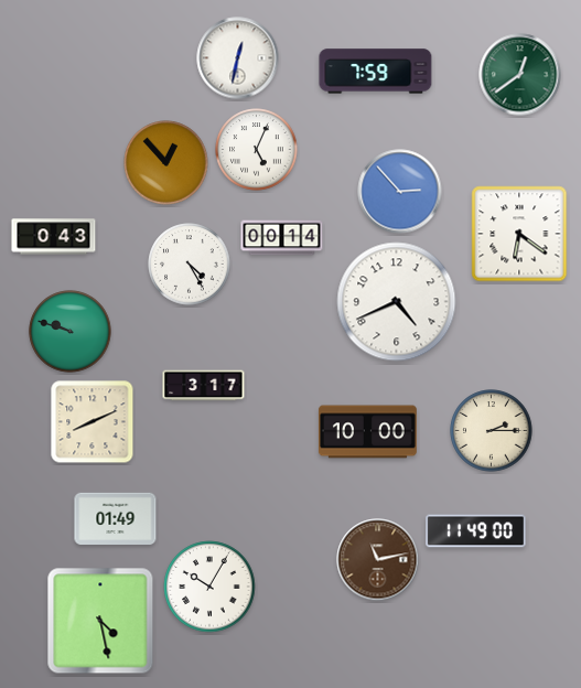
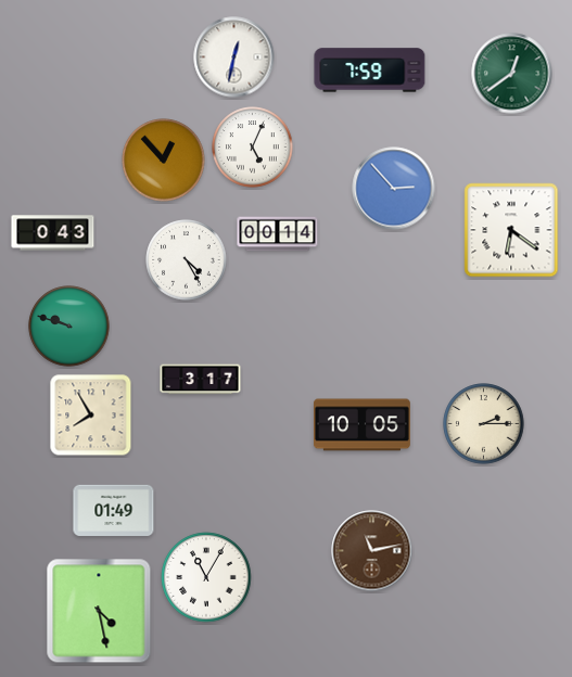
clock at (397, 302): 4:41 -> none
clock at (93, 422): 8:11 -> 7:55
clock at (367, 432): 10:00 -> 10:05
clock at (476, 531): 11:49 -> none
clock at (209, 587): 10:05 -> 11:05
